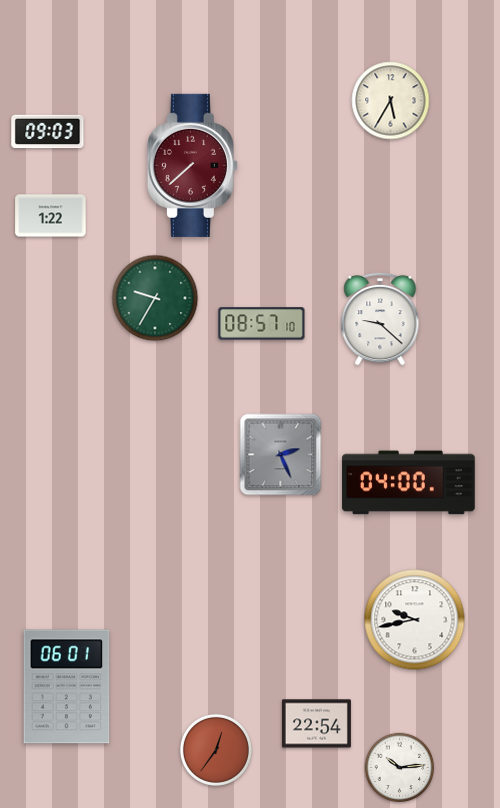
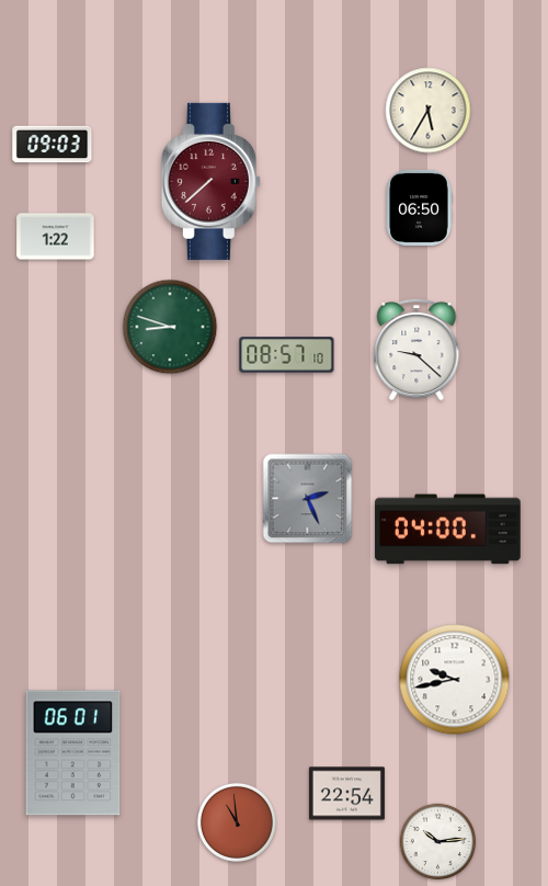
clock at (419, 207): none -> 06:50
clock at (155, 298): 9:35 -> 8:48
clock at (216, 750): 12:36 -> 10:59
